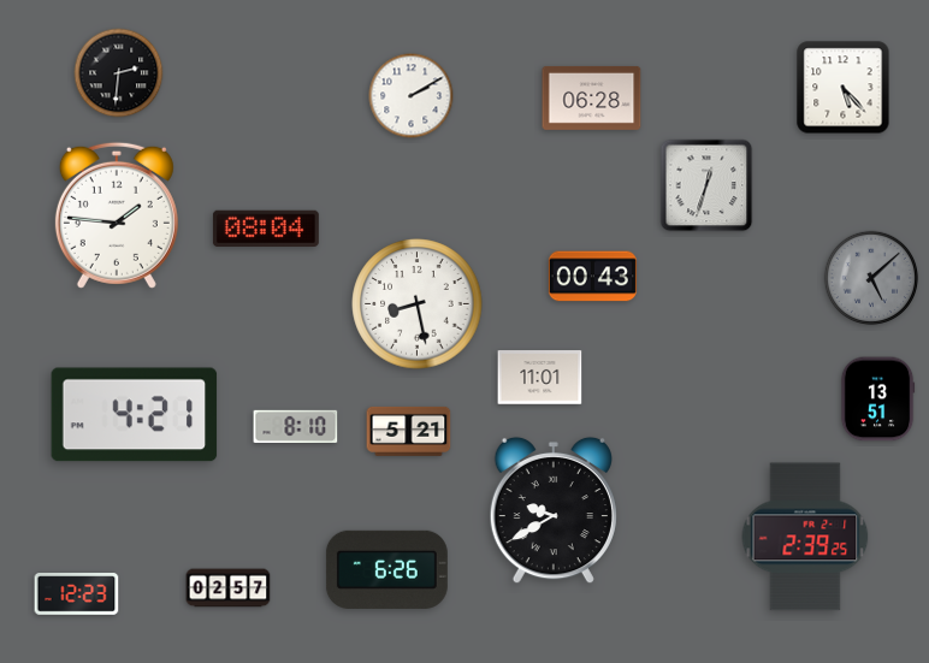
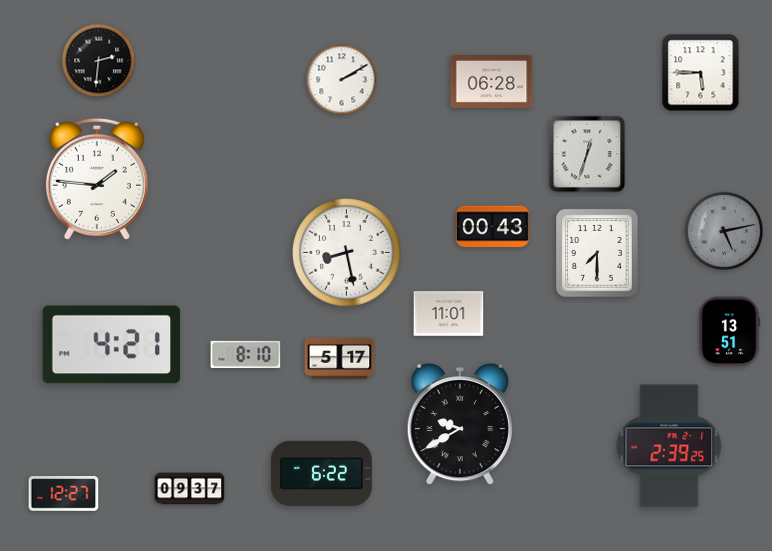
clock at (844, 88): 5:23 -> 5:45
clock at (266, 229): 08:04 -> none
clock at (592, 277) position: (592, 277) -> (492, 227)
clock at (871, 278): 5:08 -> 5:13
clock at (597, 253): none -> 7:30
clock at (409, 431): 5:21 -> 5:17
clock at (386, 569): 6:26 -> 6:22
clock at (229, 588): 02:57 -> 09:37
clock at (77, 594): 12:23 -> 12:27
